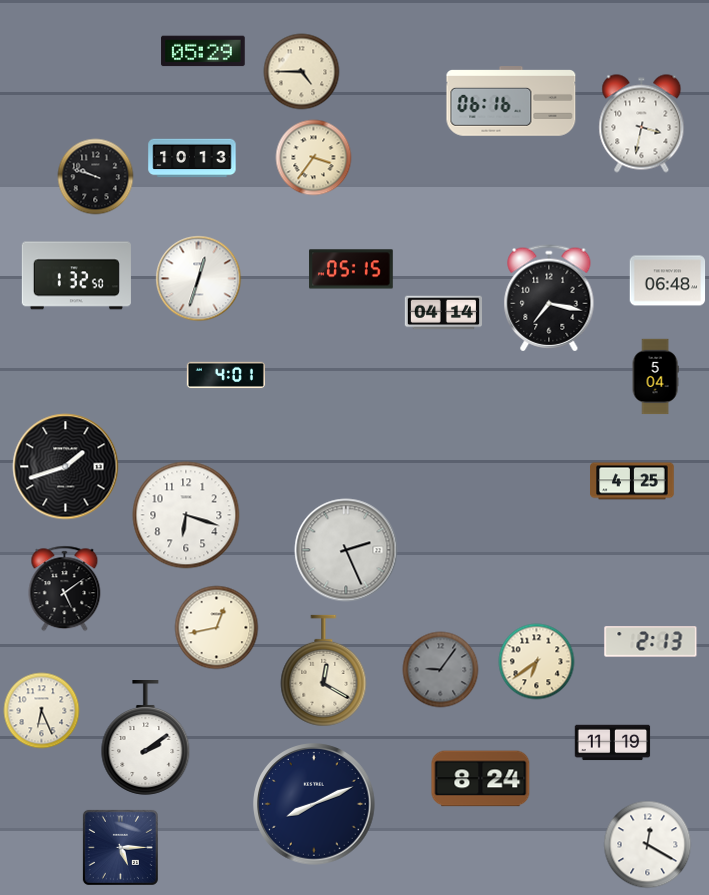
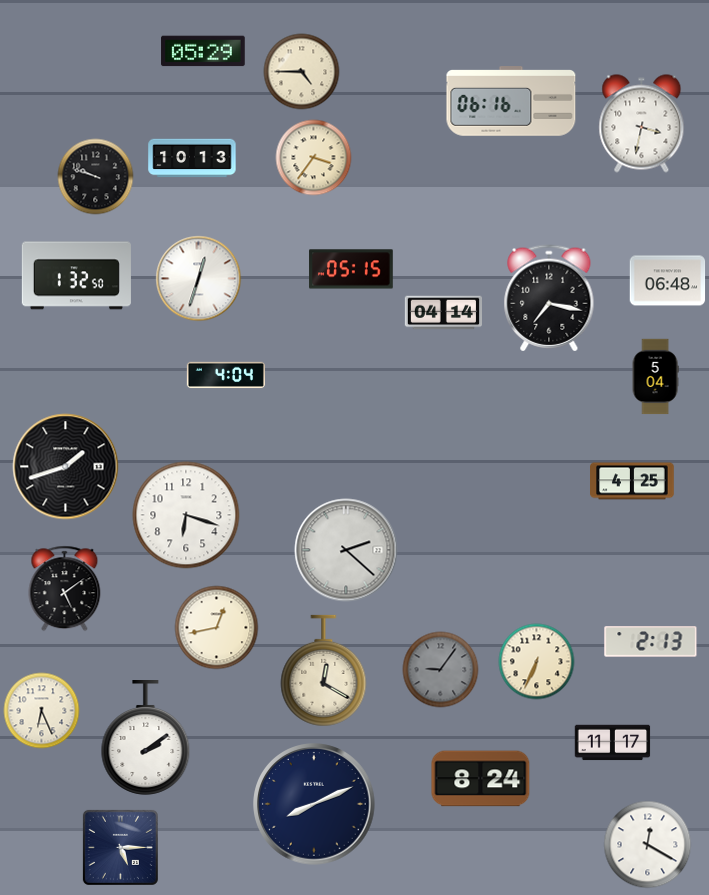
clock at (226, 375): 4:01 -> 4:04
clock at (346, 550): 2:26 -> 2:22
clock at (537, 662): 6:39 -> 6:34
clock at (613, 743): 11:19 -> 11:17
